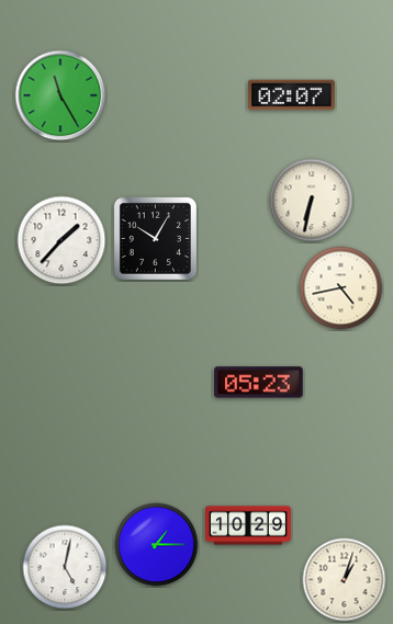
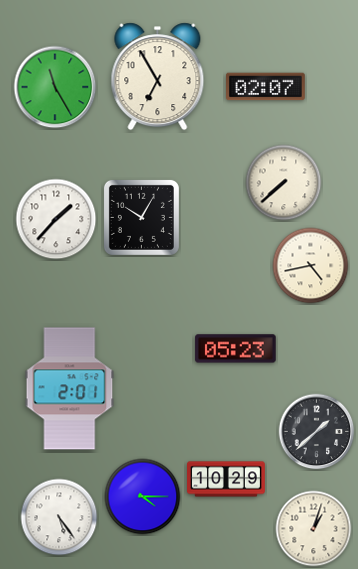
clock at (158, 77): none -> 6:55
clock at (312, 201): 6:32 -> 7:38
clock at (341, 288) position: (341, 288) -> (311, 266)
clock at (70, 389): none -> 2:01
clock at (317, 432): none -> 1:38
clock at (157, 545): 1:15 -> 4:15
clock at (65, 567): 5:02 -> 5:24
